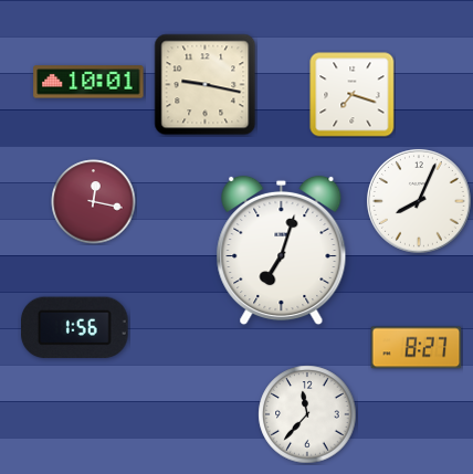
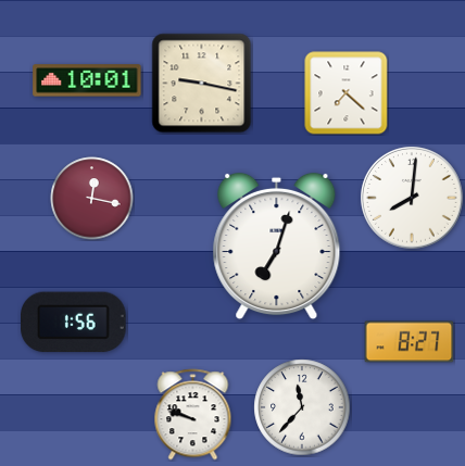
clock at (353, 95): 7:18 -> 7:22
clock at (420, 202): 8:04 -> 8:01
clock at (193, 415): none -> 9:48
